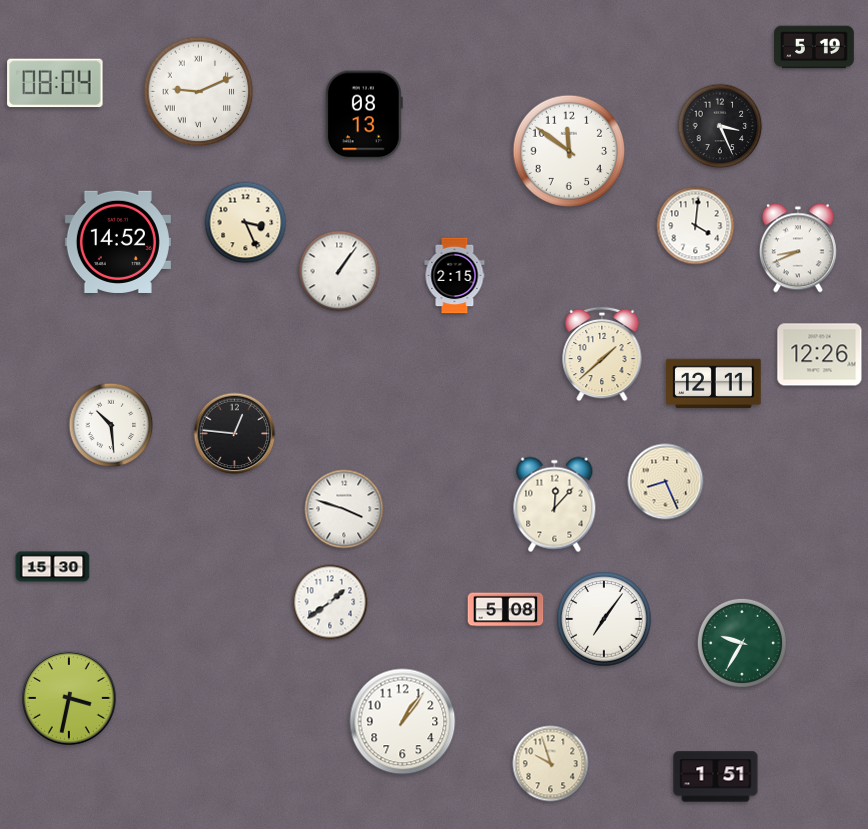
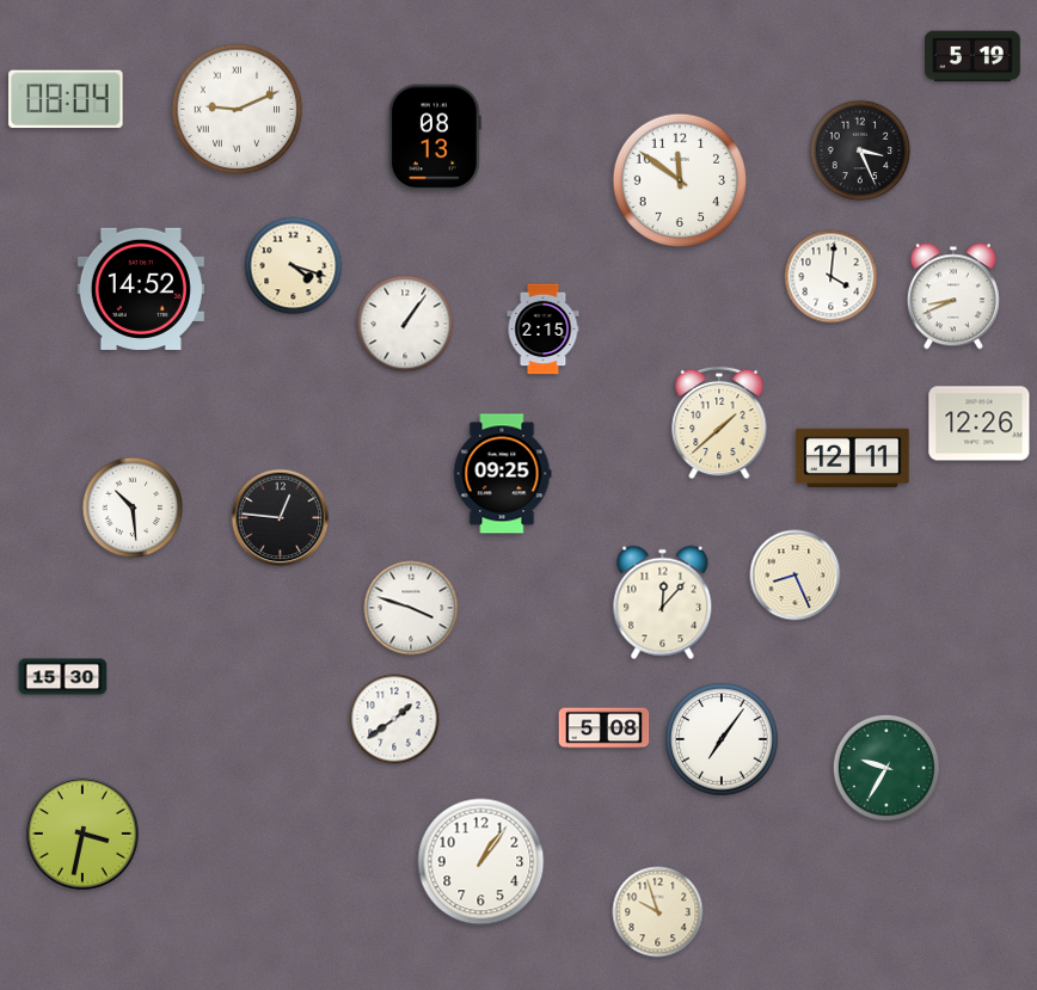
clock at (246, 223): 3:26 -> 4:18
clock at (696, 226) position: (696, 226) -> (832, 277)
clock at (502, 474): none -> 09:25
clock at (716, 777): 1:51 -> none
